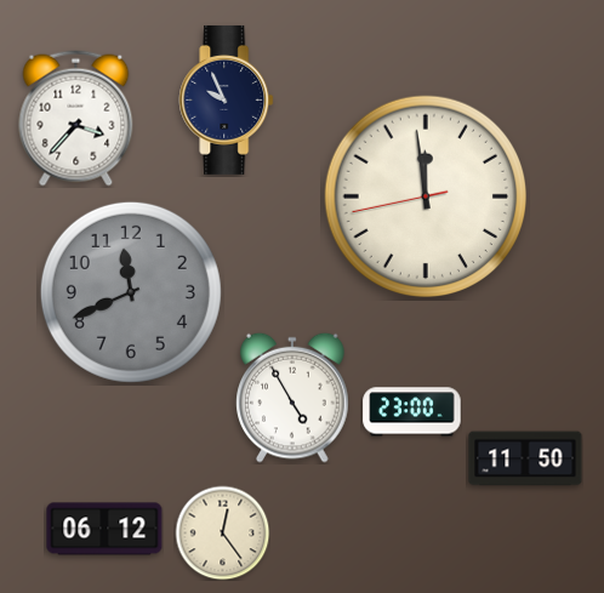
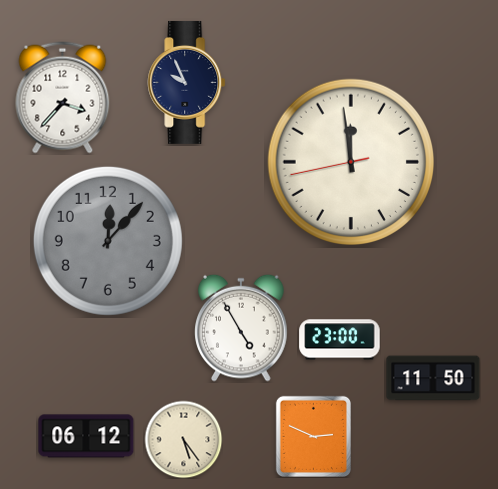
clock at (131, 292): 11:41 -> 12:07
clock at (313, 436): none -> 2:49
clock at (222, 532): 12:24 -> 5:24
